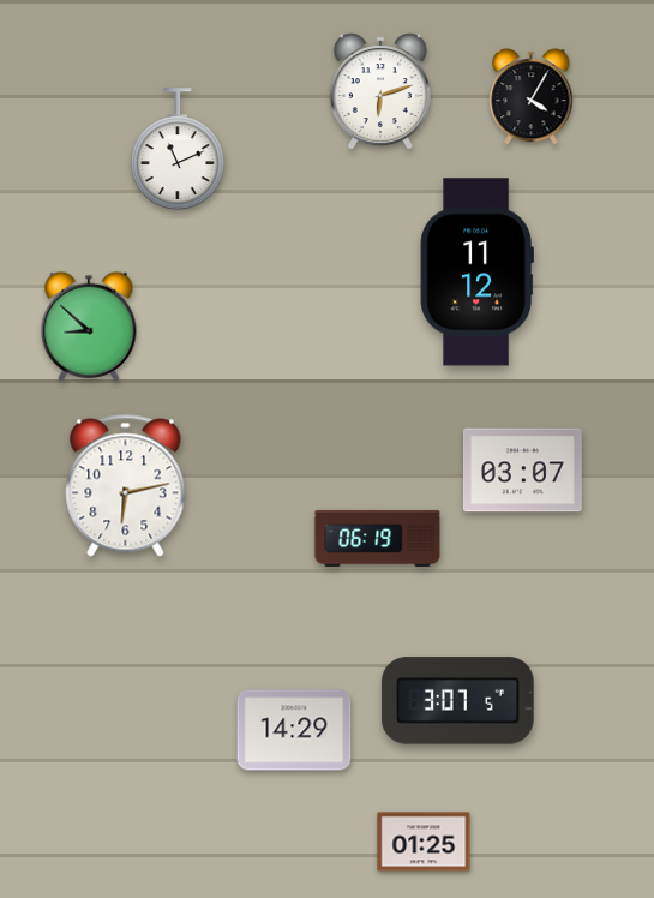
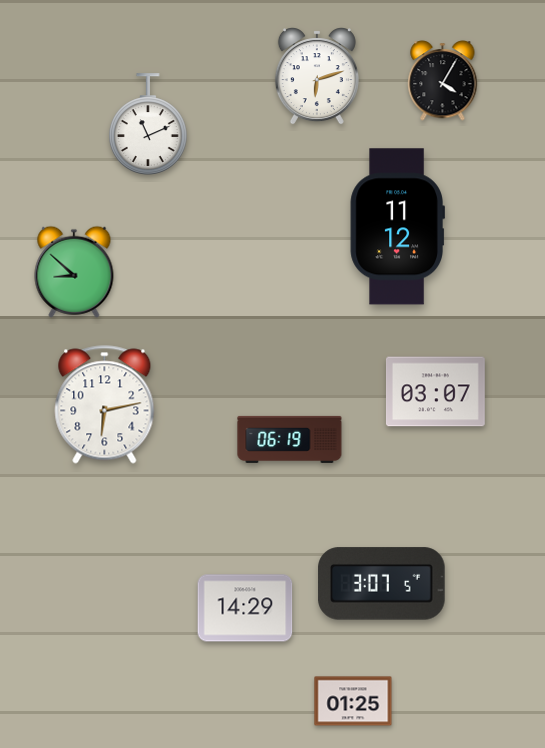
clock at (378, 538) position: (378, 538) -> (290, 439)
